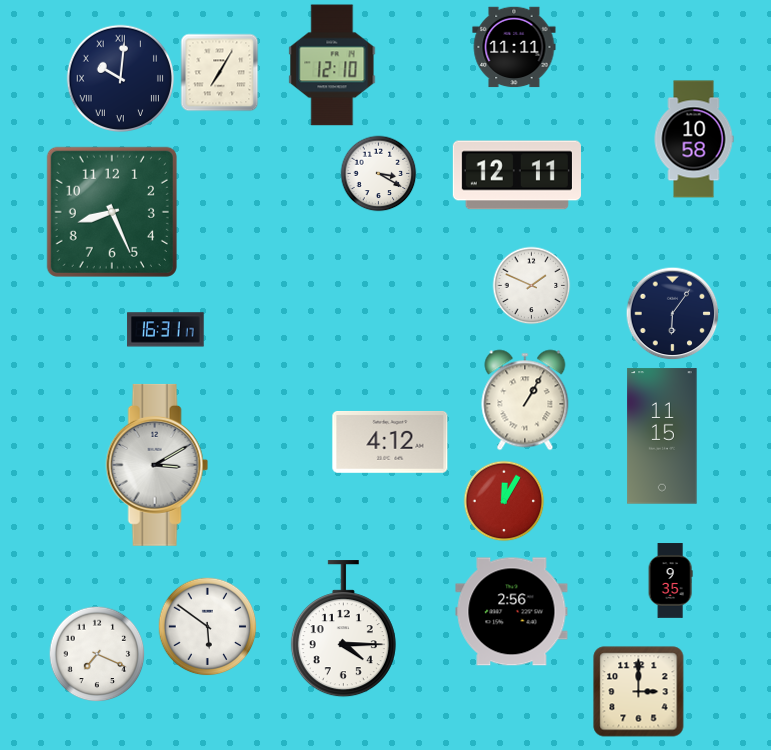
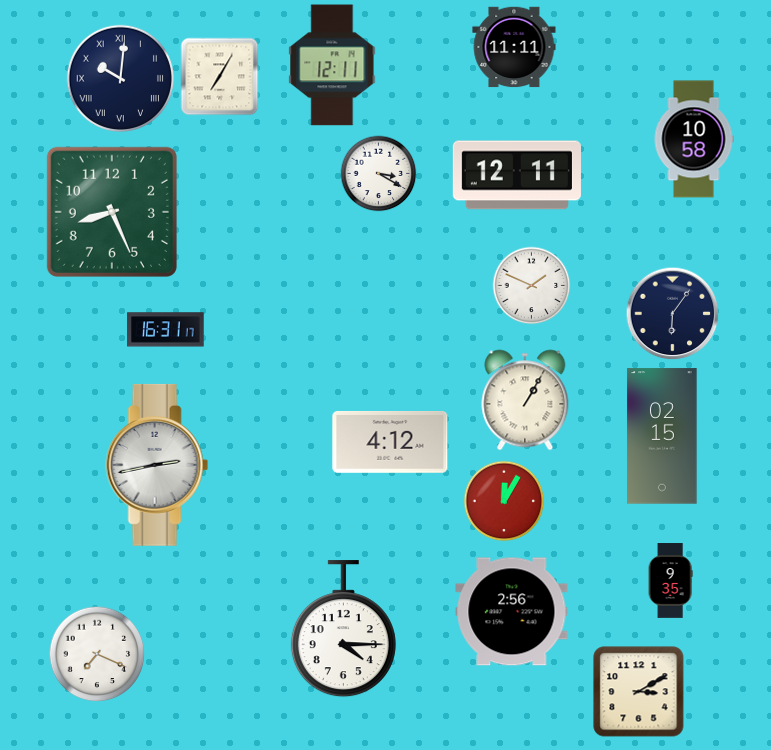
clock at (332, 65): 12:10 -> 12:11
clock at (220, 73) position: (220, 73) -> (220, 77)
clock at (662, 436): 11:15 -> 02:15
clock at (157, 465): 3:10 -> 2:43
clock at (208, 627): 5:51 -> none
clock at (639, 692): 3:00 -> 3:10
